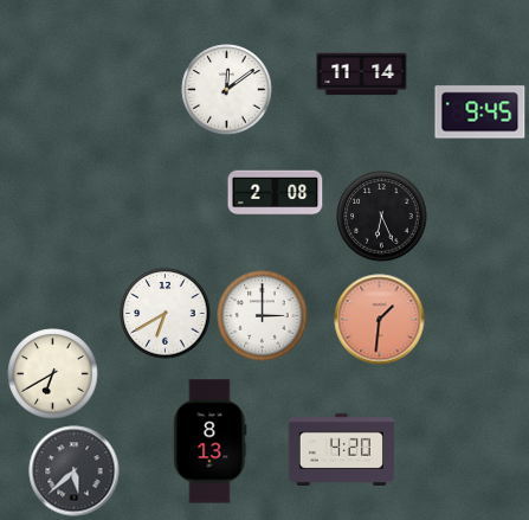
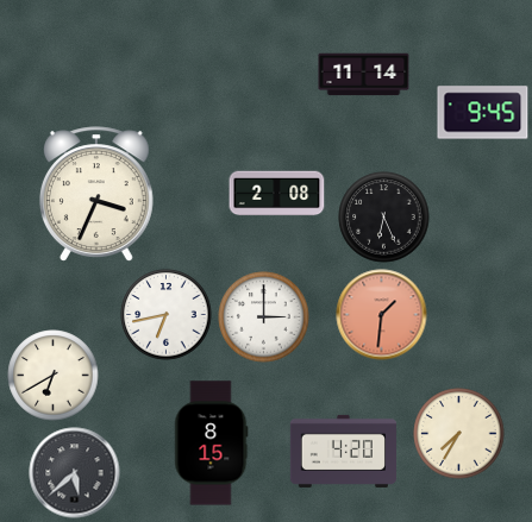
clock at (227, 90): 12:09 -> none
clock at (96, 194): none -> 3:34
clock at (166, 314): 6:40 -> 6:43
clock at (380, 320) position: (380, 320) -> (382, 315)
clock at (459, 434): none -> 7:35
clock at (209, 442): 8:13 -> 8:15
